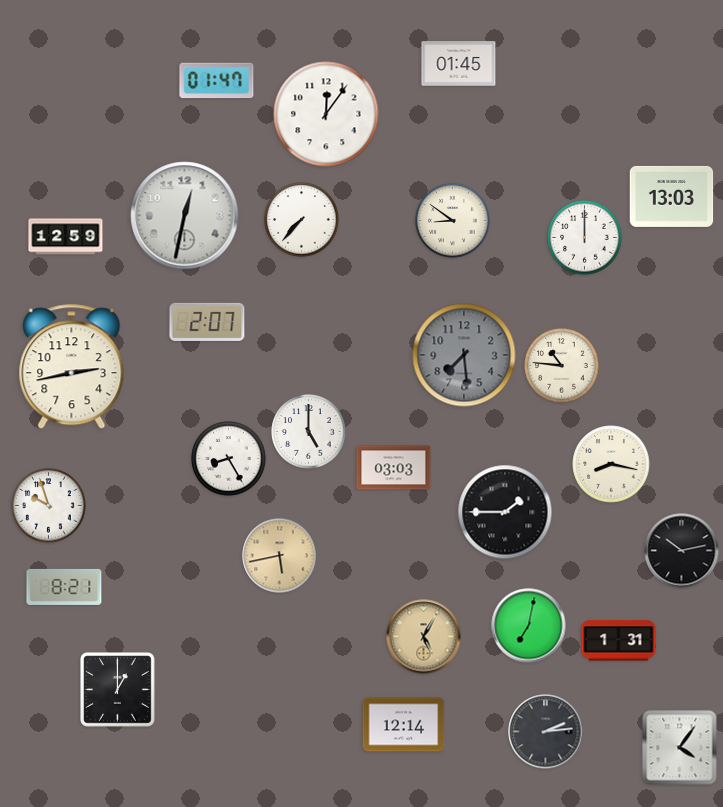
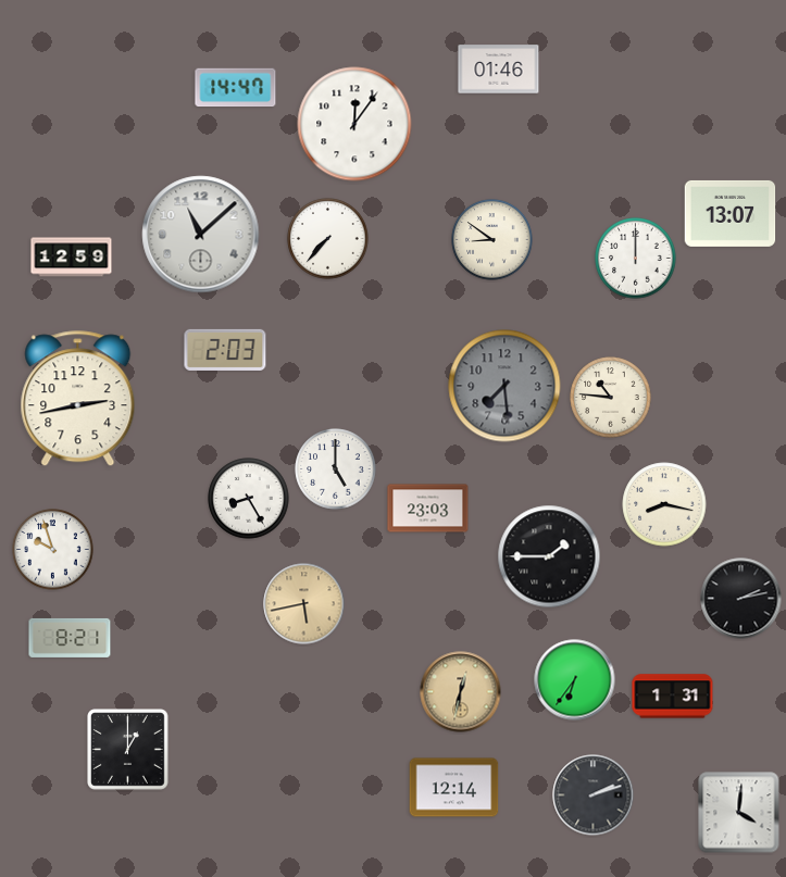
clock at (459, 64): 01:45 -> 01:46
clock at (217, 81): 01:47 -> 14:47
clock at (672, 196): 13:03 -> 13:07
clock at (185, 216): 12:32 -> 11:08
clock at (207, 322): 2:07 -> 2:03
clock at (394, 468): 03:03 -> 23:03
clock at (682, 551): 10:13 -> 2:13
clock at (529, 626): 7:02 -> 6:36
clock at (424, 637): 5:05 -> 12:32
clock at (404, 725) position: (404, 725) -> (454, 788)
clock at (546, 732): 2:14 -> 2:12
clock at (680, 748): 4:06 -> 4:01
